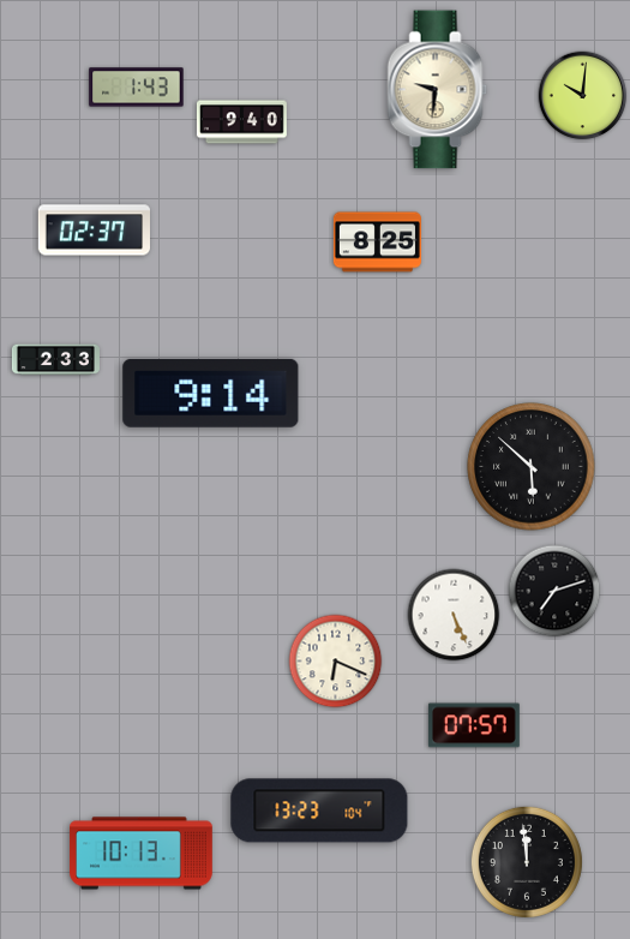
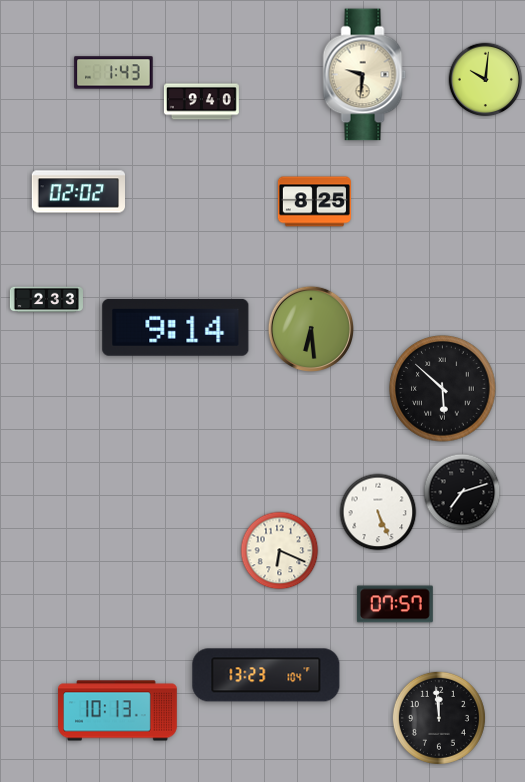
clock at (94, 231): 02:37 -> 02:02
clock at (310, 328): none -> 6:29
